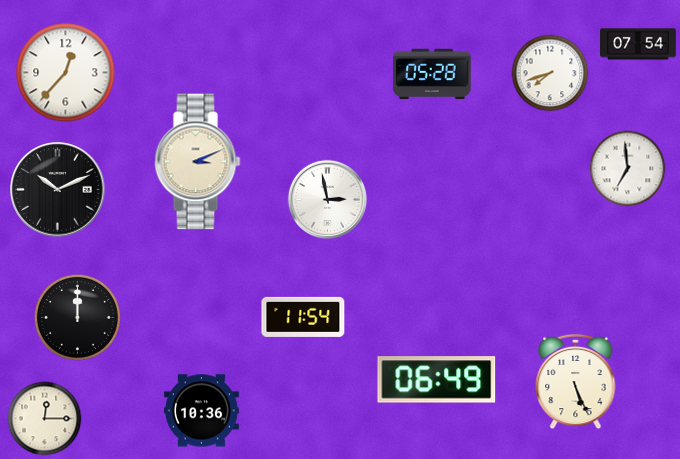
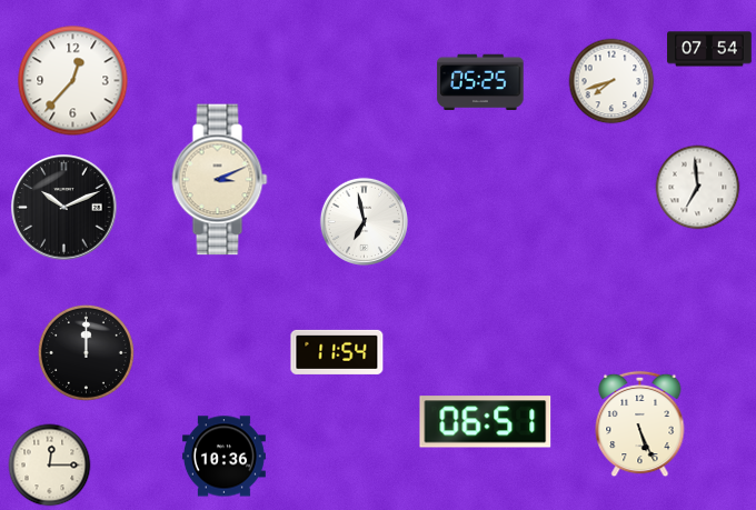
clock at (432, 74): 05:28 -> 05:25
clock at (58, 190) position: (58, 190) -> (64, 208)
clock at (327, 199): 2:58 -> 6:58
clock at (437, 380): 06:49 -> 06:51
